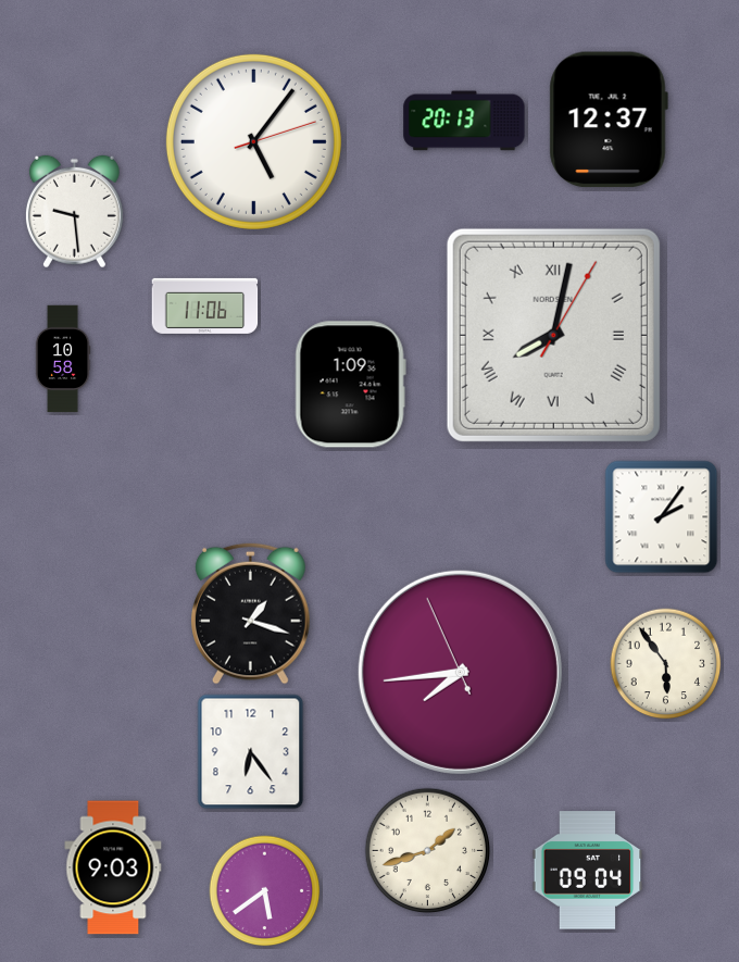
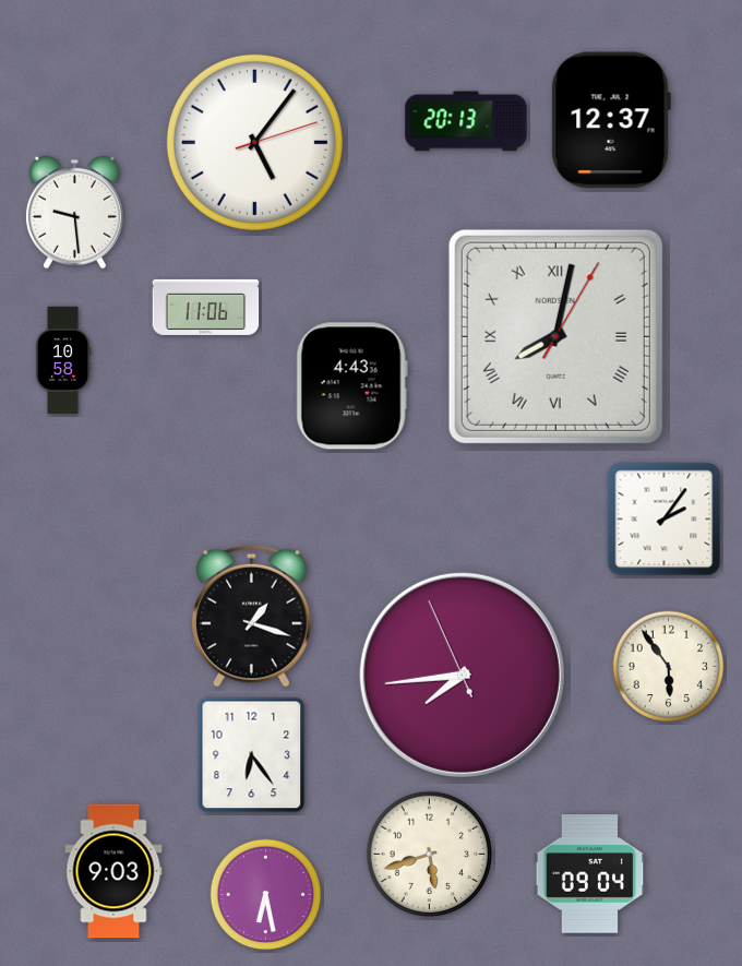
clock at (350, 385): 1:09 -> 4:43
clock at (428, 851): 1:42 -> 5:42
clock at (265, 891): 5:39 -> 6:28
